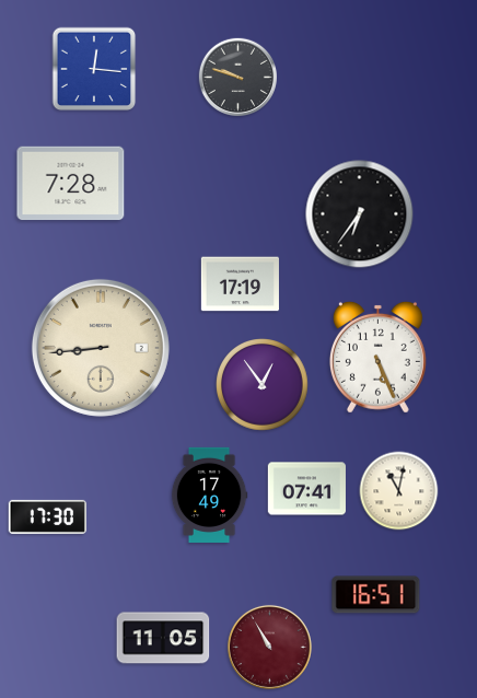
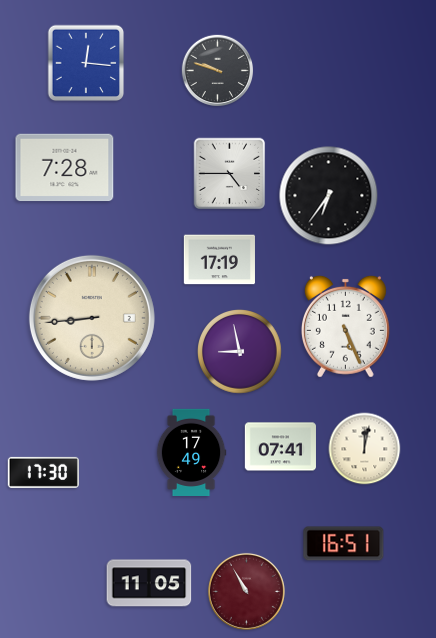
clock at (230, 174): none -> 4:45
clock at (263, 385): 12:54 -> 8:58
clock at (399, 491): 11:02 -> 12:02
